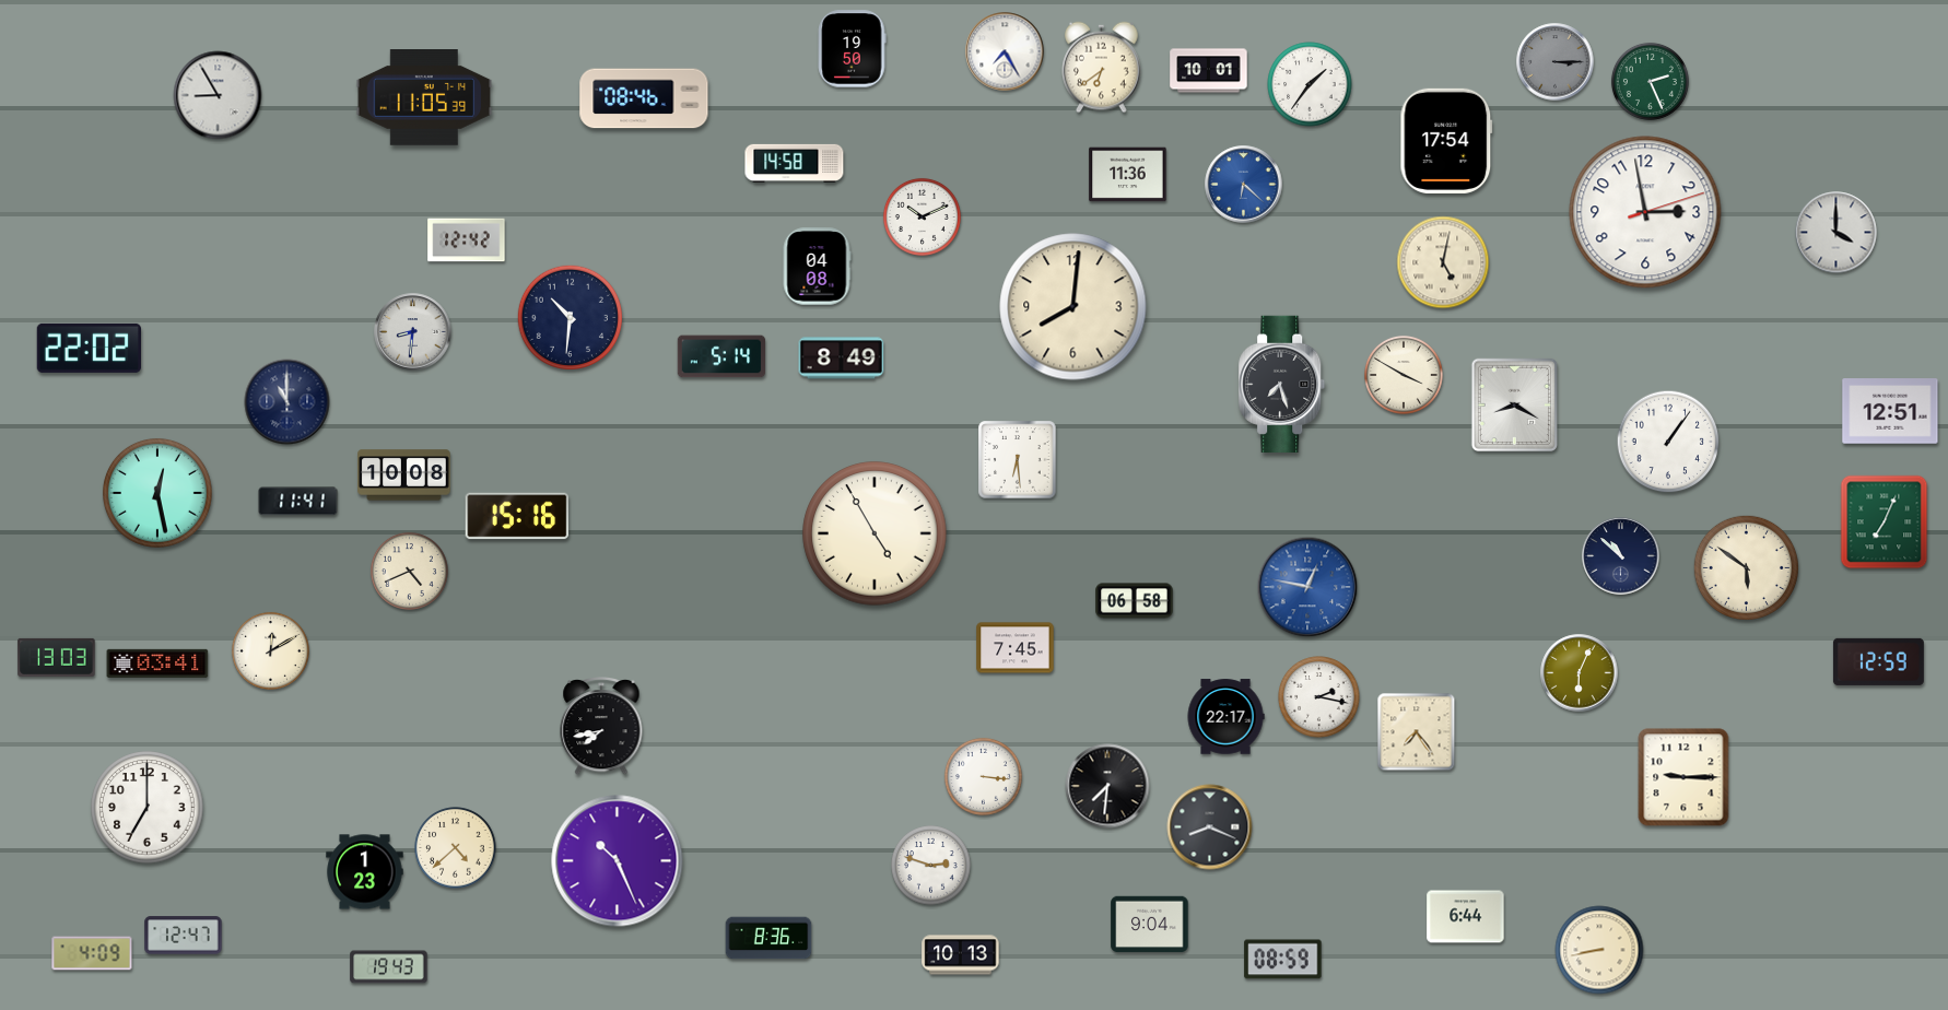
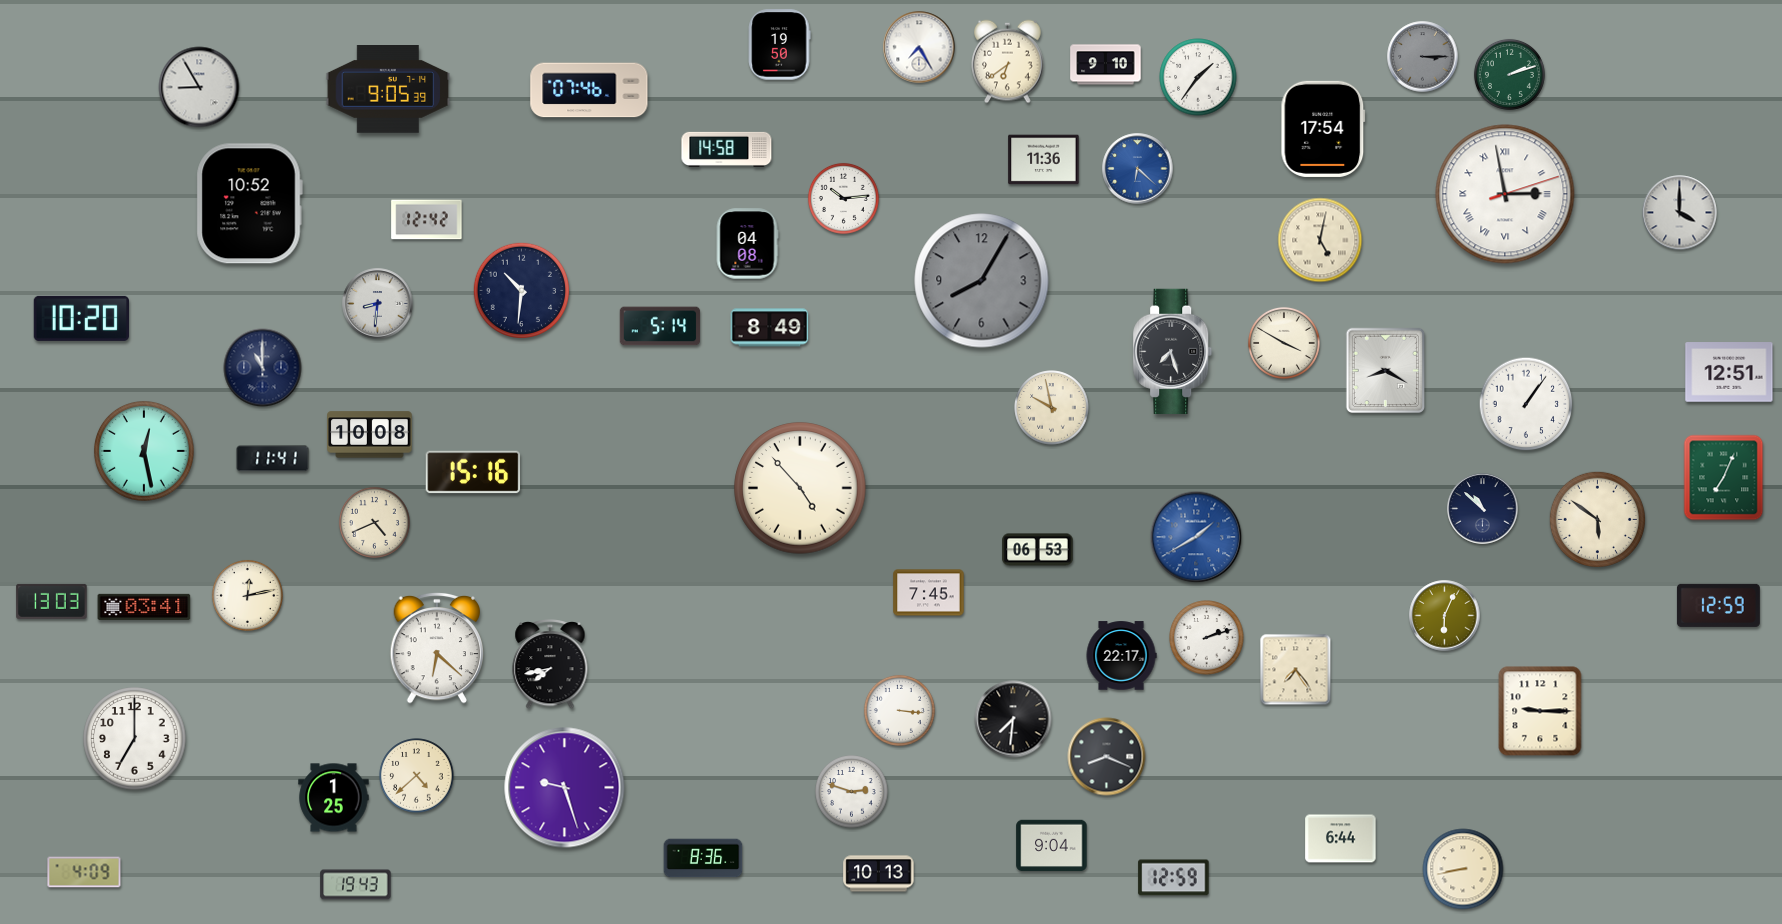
clock at (1209, 71): 10:01 -> 9:10
clock at (1650, 81): 2:26 -> 2:12
clock at (424, 98): 11:05 -> 9:05
clock at (644, 98): 08:46 -> 07:46
clock at (1128, 175) position: (1128, 175) -> (1044, 160)
clock at (1645, 212) numerals: Arabic -> Roman
clock at (922, 216): 10:11 -> 10:14
clock at (249, 204): none -> 10:52
clock at (1073, 307): 8:01 -> 8:05
clock at (1073, 307) dial: cream -> grey
clock at (89, 348): 22:02 -> 10:20
clock at (1890, 411) position: (1890, 411) -> (1729, 372)
clock at (1052, 408): none -> 9:58
clock at (1018, 460): 6:29 -> none
clock at (875, 533): 4:55 -> 4:53
clock at (1307, 587): 12:47 -> 1:40
clock at (1135, 601): 06:58 -> 06:53
clock at (270, 650): 12:10 -> 12:13
clock at (1319, 697): 2:17 -> 2:12
clock at (436, 648): none -> 6:22
clock at (618, 861): 10:26 -> 9:27
clock at (365, 872): 1:23 -> 1:25
clock at (184, 936): 12:47 -> none
clock at (1283, 960): 08:59 -> 12:59
